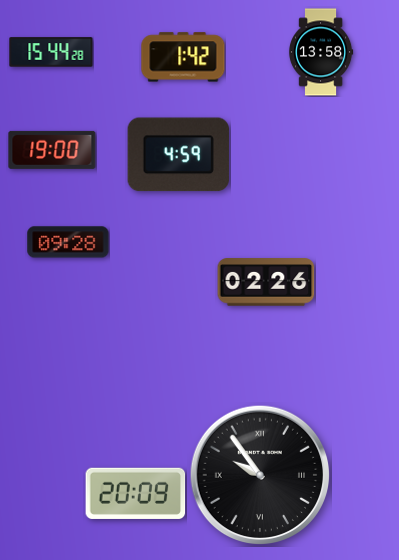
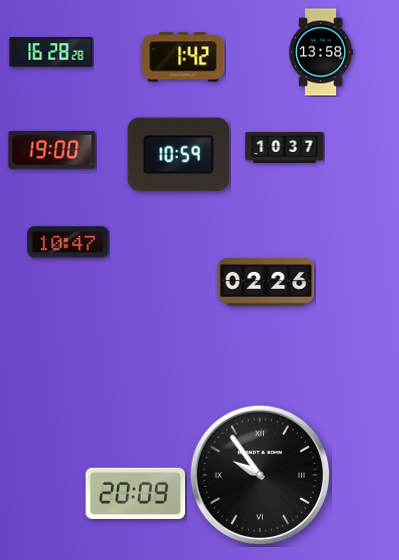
clock at (51, 52): 15:44 -> 16:28
clock at (285, 148): none -> 10:37
clock at (178, 155): 4:59 -> 10:59
clock at (68, 242): 09:28 -> 10:47
